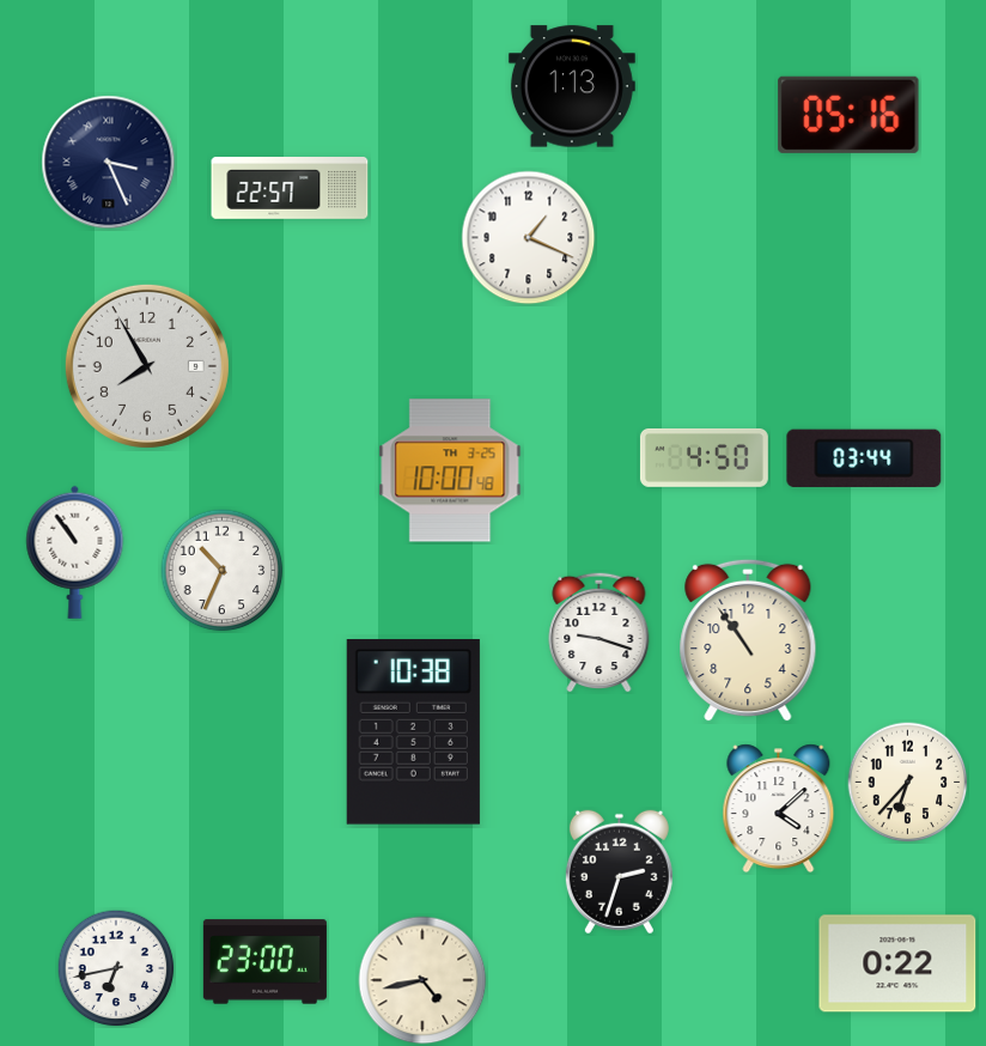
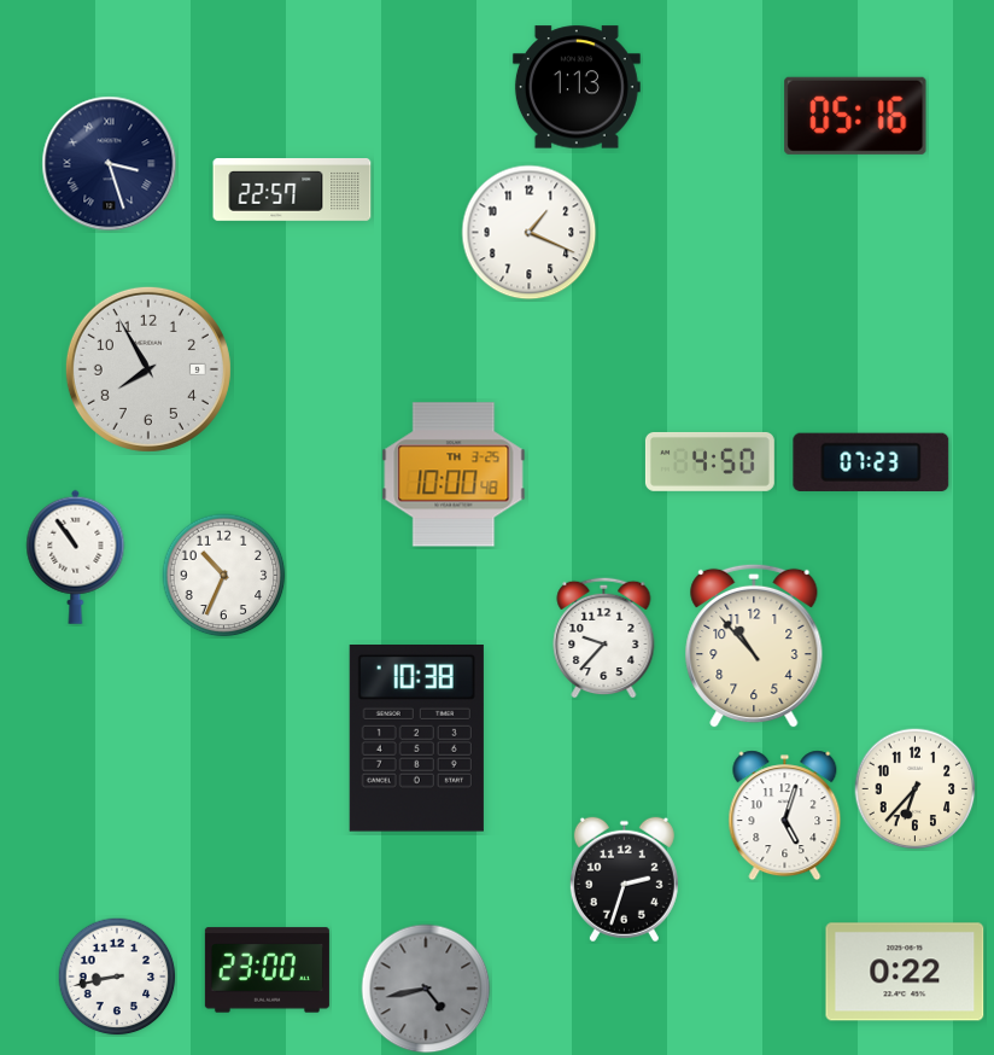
clock at (109, 163): 3:26 -> 3:27
clock at (529, 238) position: (529, 238) -> (530, 233)
clock at (864, 458): 03:44 -> 07:23
clock at (599, 632): 9:18 -> 9:37
clock at (748, 640): 10:54 -> 10:53
clock at (779, 809): 4:08 -> 5:03
clock at (116, 968): 6:43 -> 8:43
clock at (422, 980) dial: cream -> grey
